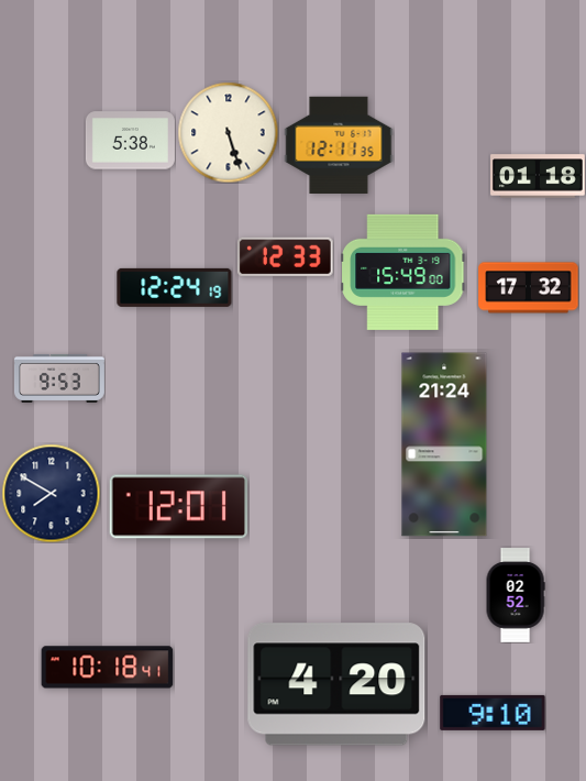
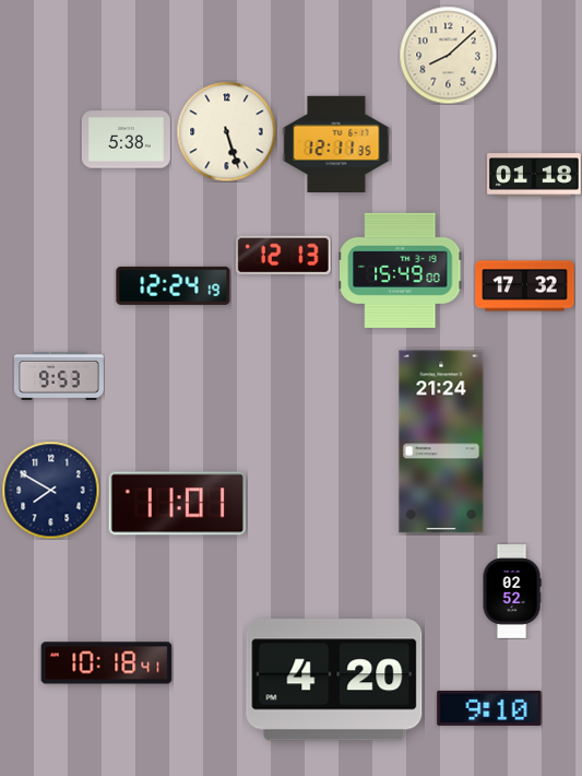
clock at (448, 55): none -> 8:08
clock at (130, 141) position: (130, 141) -> (126, 140)
clock at (285, 256): 12:33 -> 12:13
clock at (178, 507): 12:01 -> 11:01
